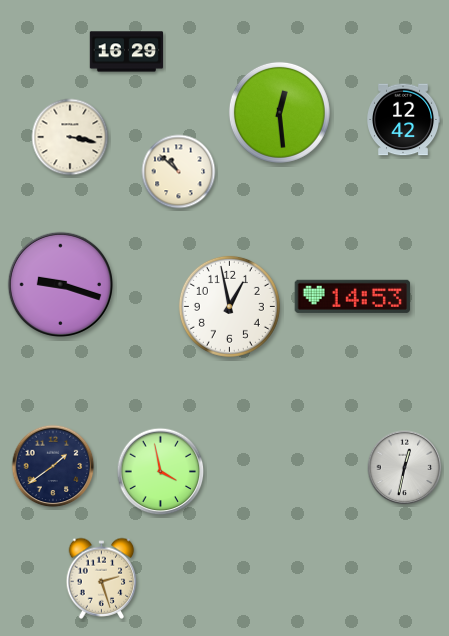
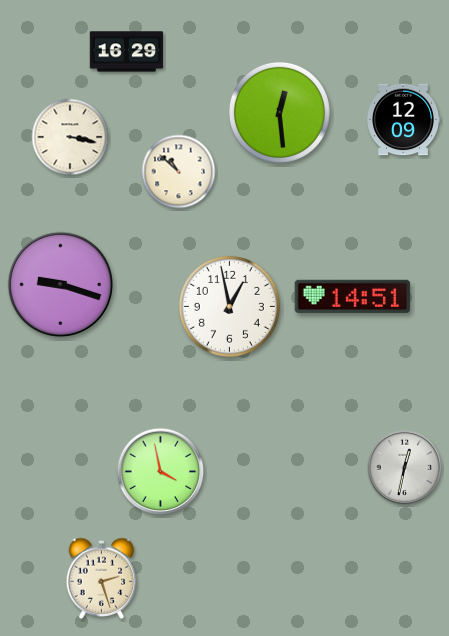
clock at (404, 120): 12:42 -> 12:09
clock at (353, 296): 14:53 -> 14:51
clock at (53, 466): 1:39 -> none
